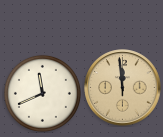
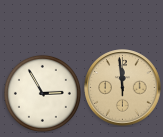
clock at (42, 93): 11:41 -> 2:55
